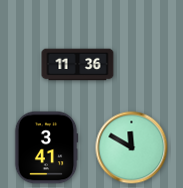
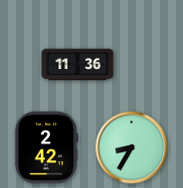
clock at (46, 148): 3:41 -> 2:42
clock at (132, 148): 11:50 -> 8:35
